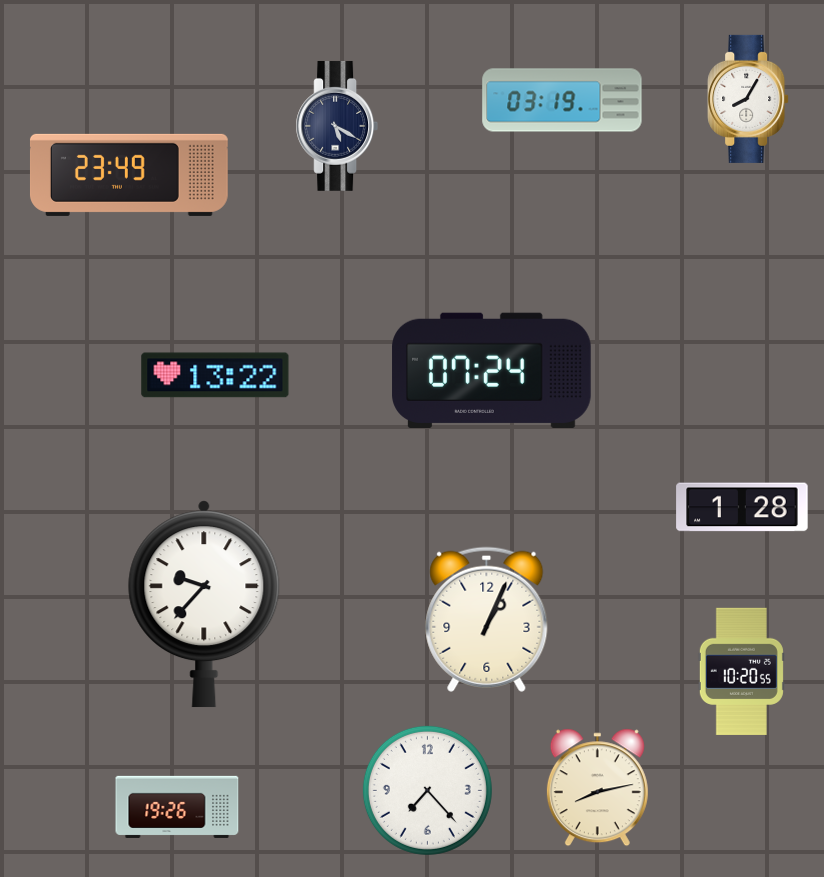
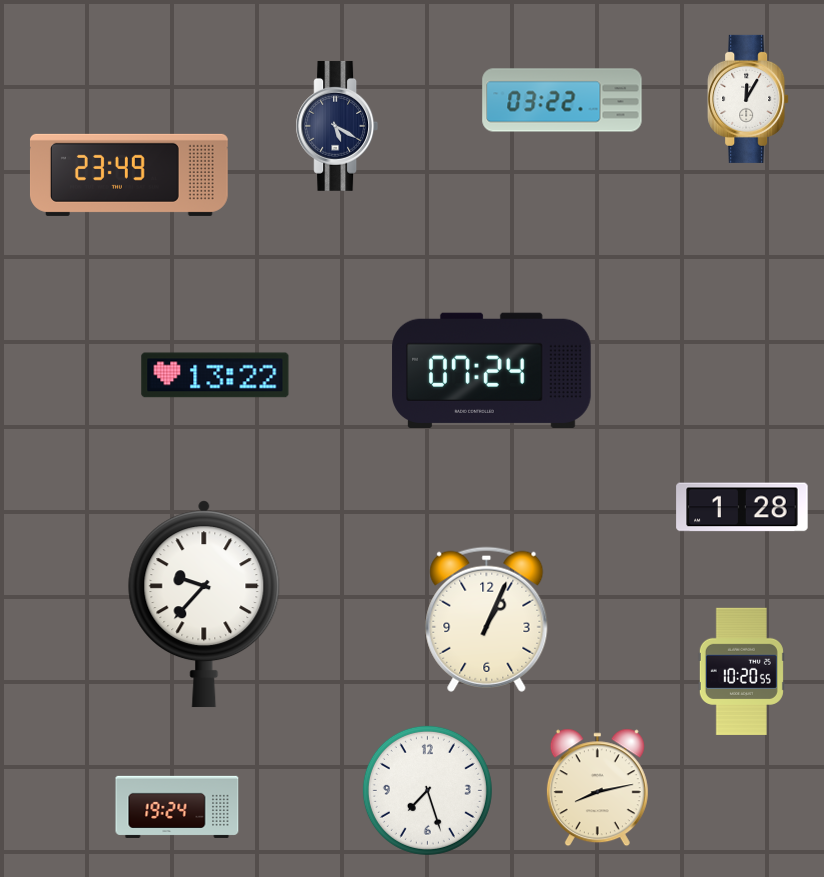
clock at (748, 99): 8:05 -> 12:05
clock at (562, 100): 03:19 -> 03:22
clock at (427, 790): 7:23 -> 7:27
clock at (177, 807): 19:26 -> 19:24
